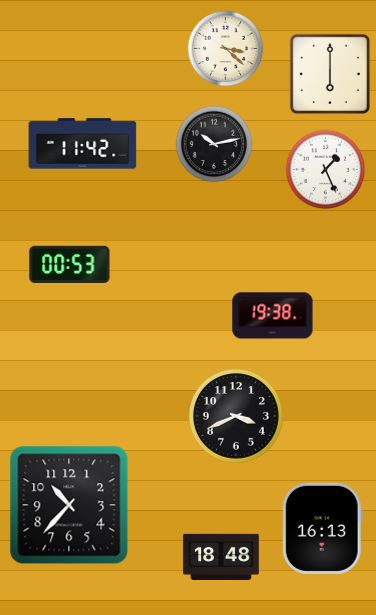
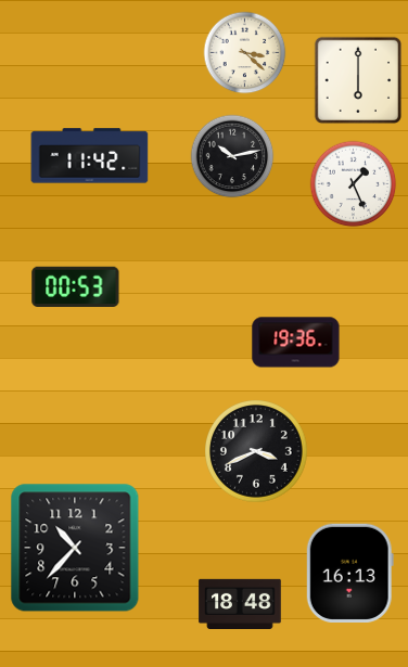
clock at (273, 316): 19:38 -> 19:36
